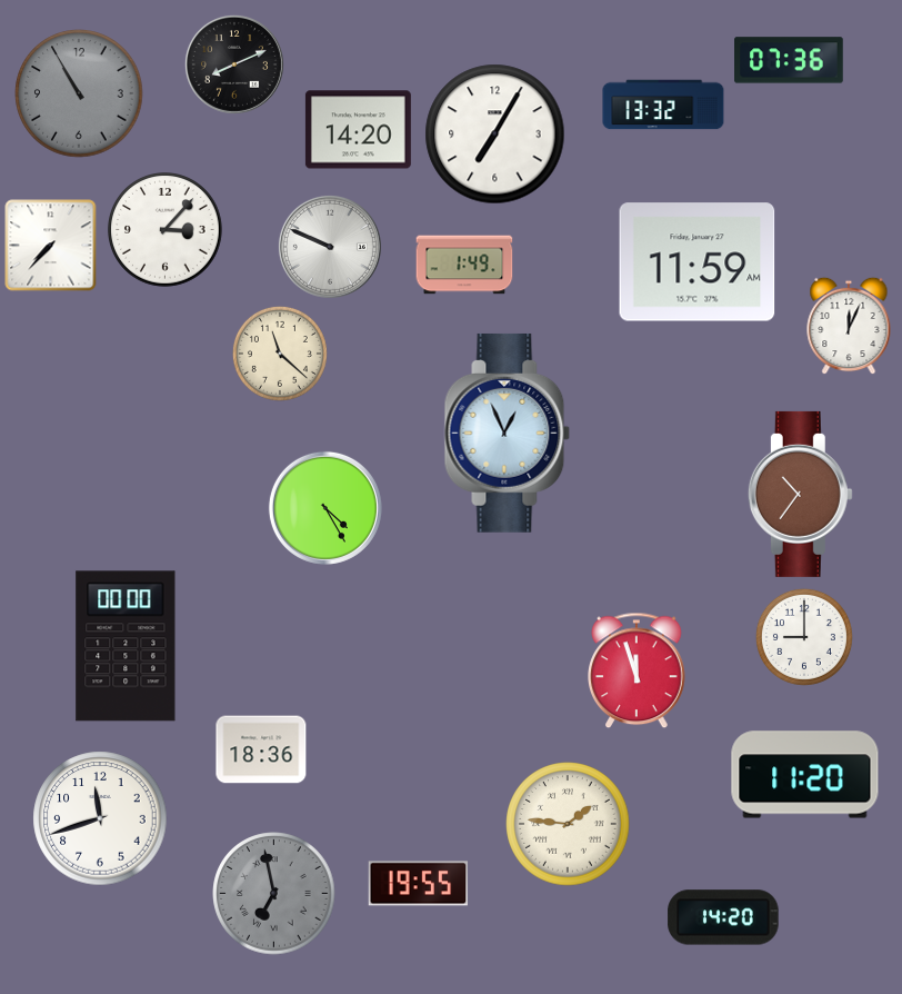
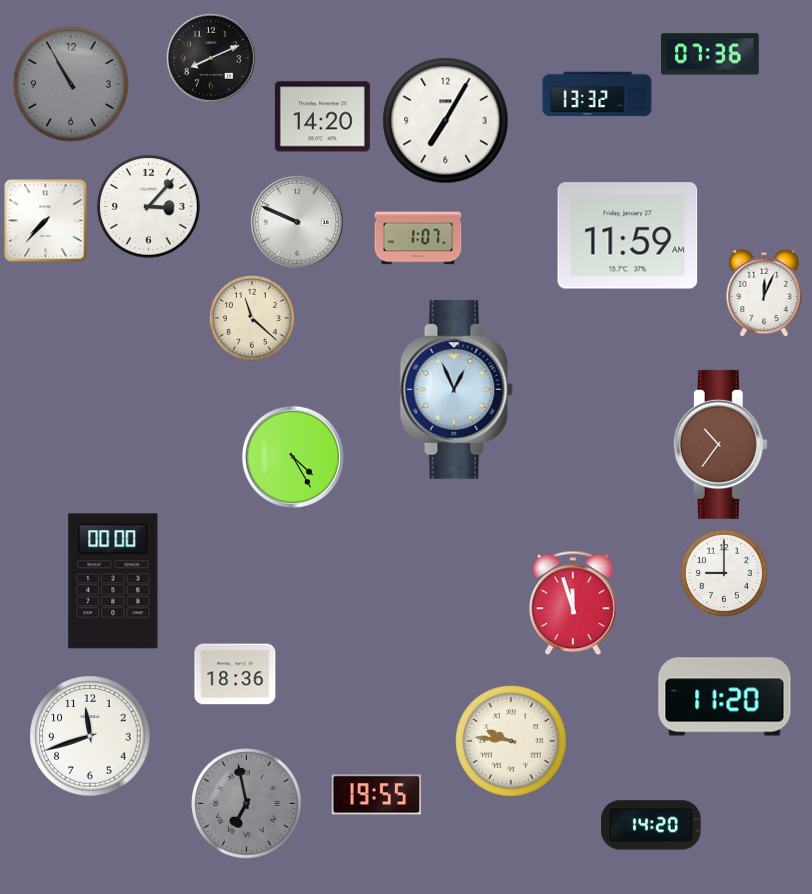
clock at (464, 265): 1:49 -> 1:07
clock at (568, 824): 1:46 -> 9:46
